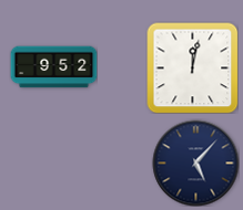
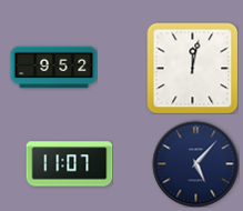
clock at (69, 164): none -> 11:07
